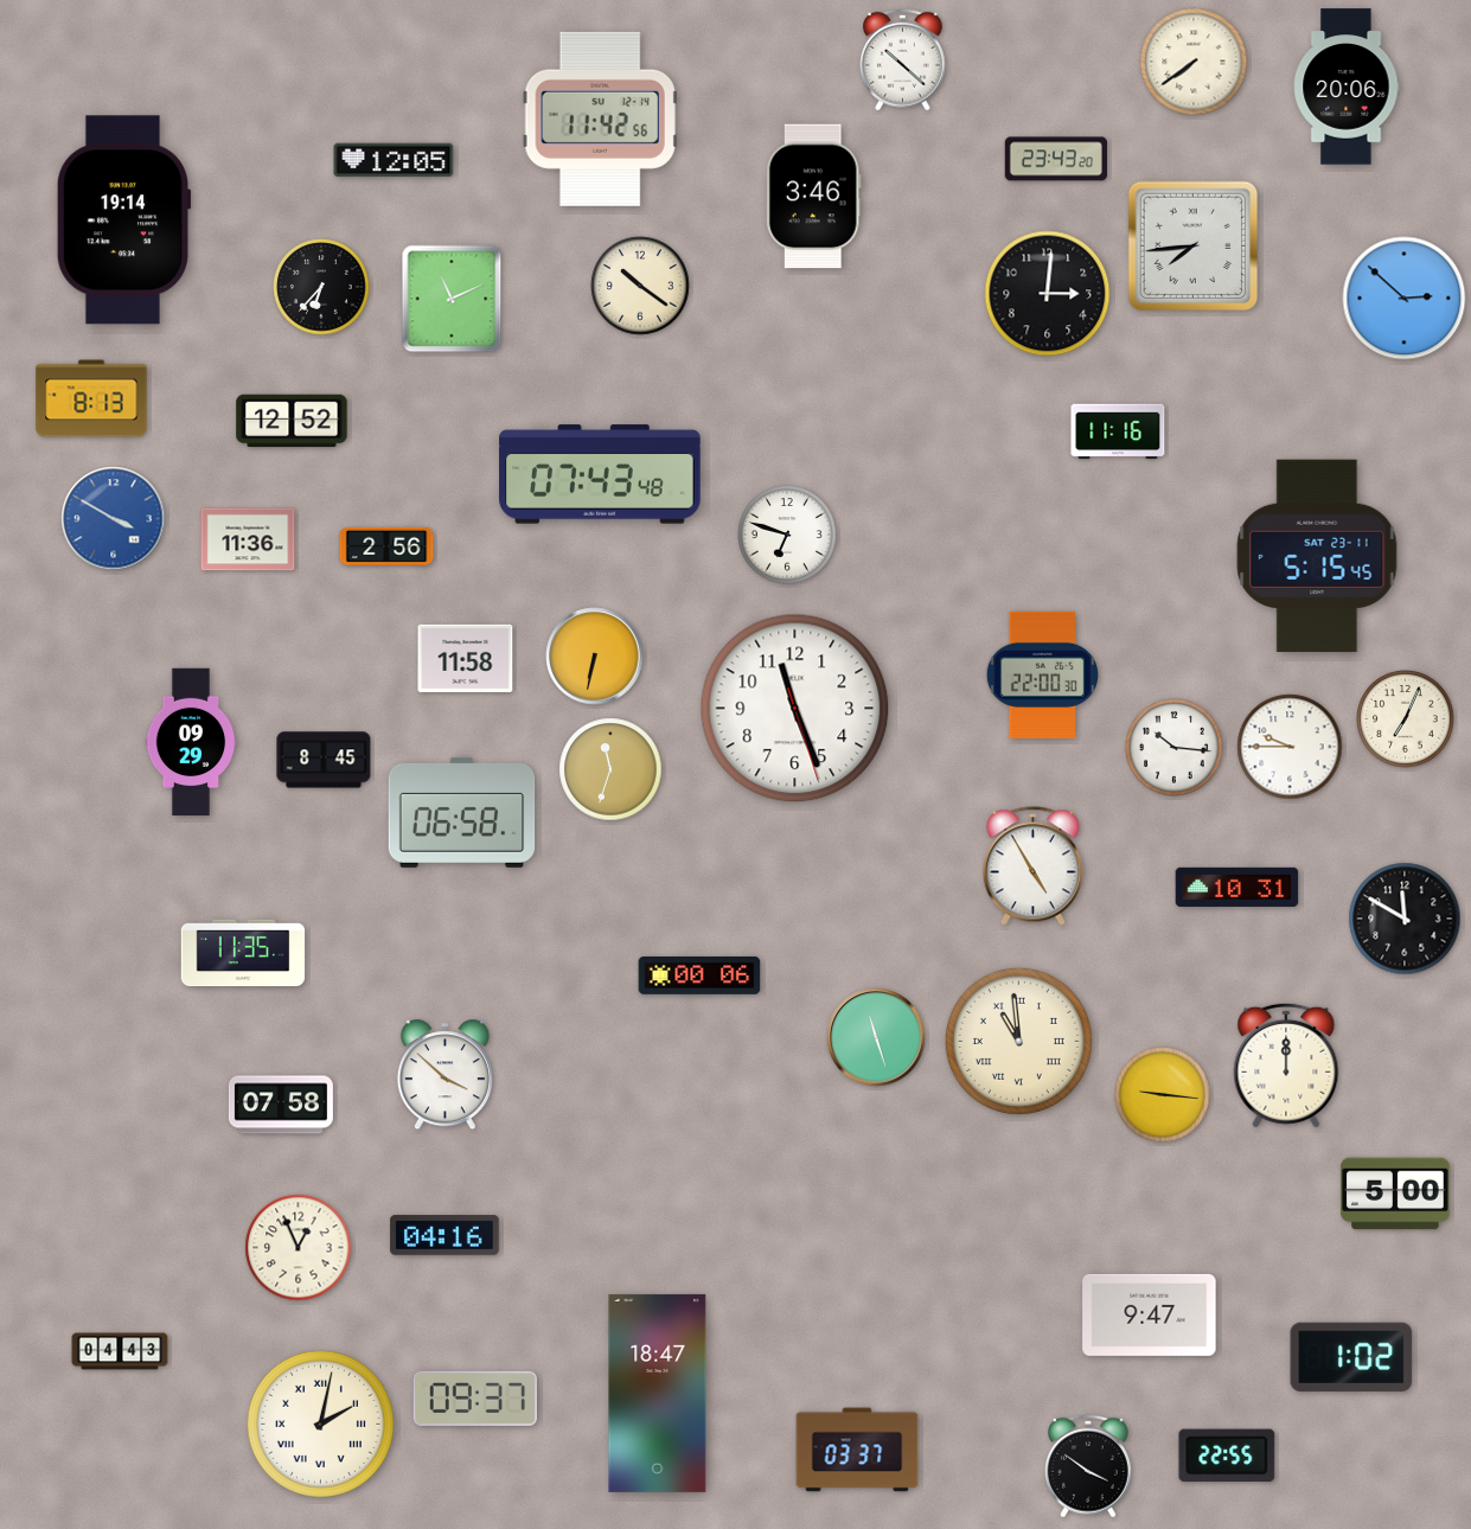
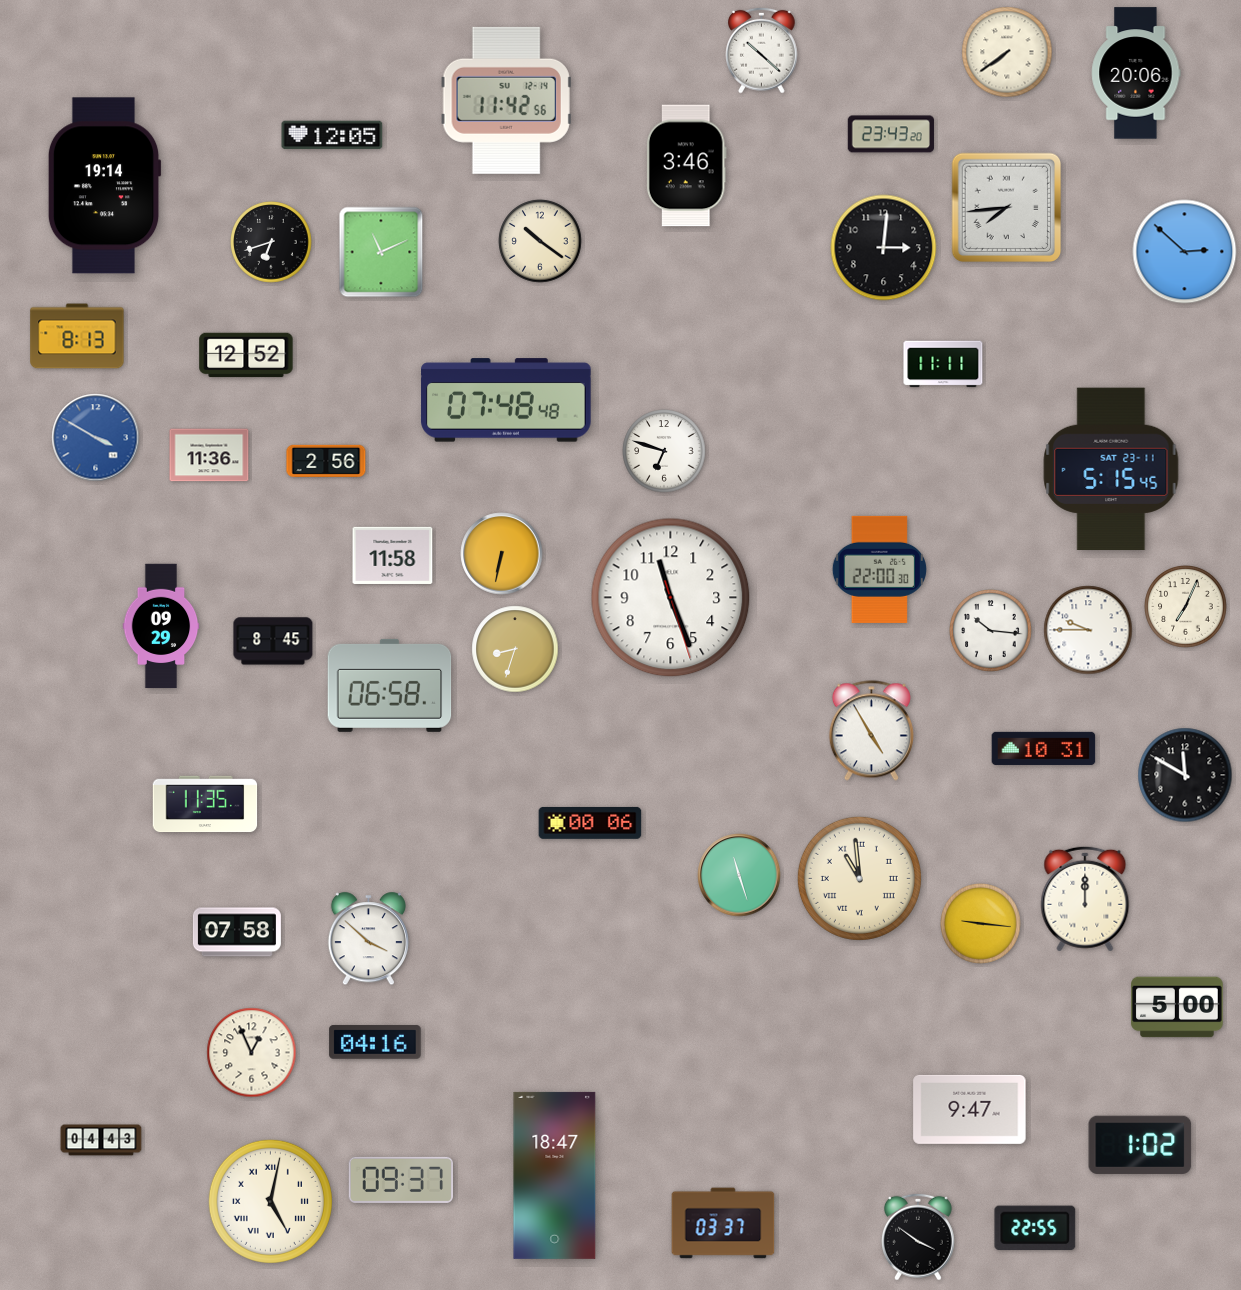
clock at (321, 287): 6:37 -> 6:42
clock at (1118, 431): 11:16 -> 11:11
clock at (600, 474): 07:43 -> 07:48
clock at (610, 769): 11:33 -> 8:33
clock at (445, 1075) position: (445, 1075) -> (368, 939)
clock at (320, 1424): 2:02 -> 5:02
